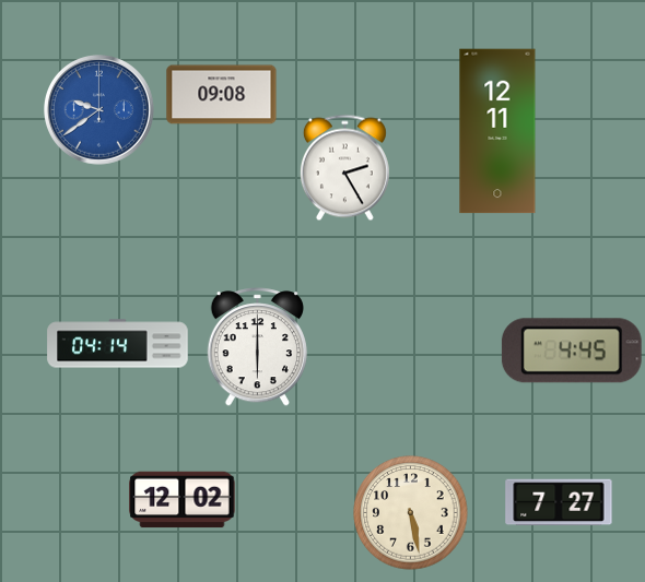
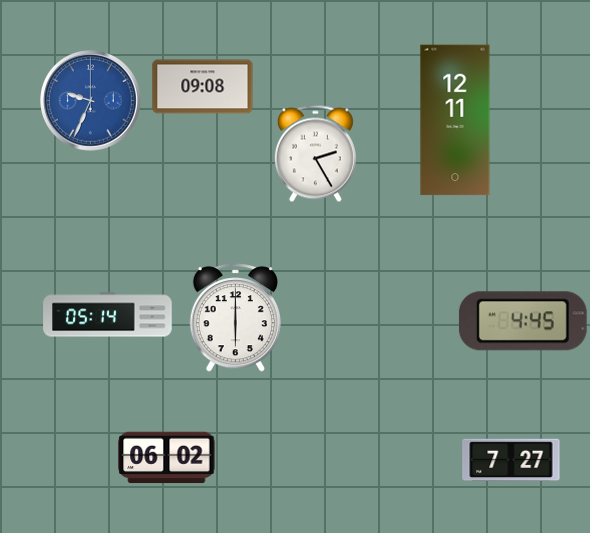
clock at (99, 110): 9:39 -> 9:34
clock at (118, 344): 04:14 -> 05:14
clock at (183, 500): 12:02 -> 06:02
clock at (411, 513): 5:28 -> none
